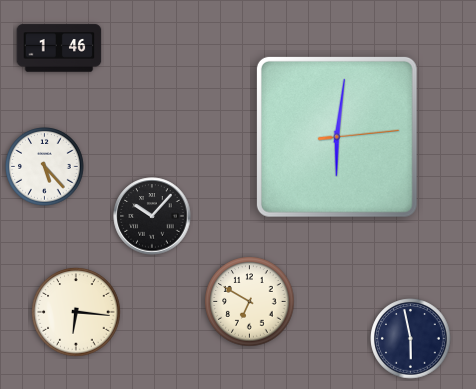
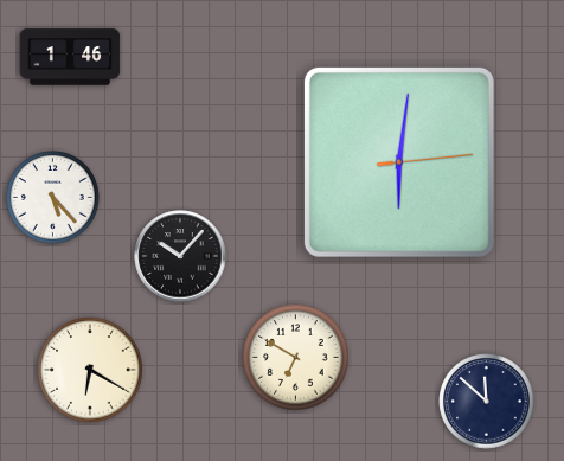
clock at (76, 312): 6:16 -> 6:20
clock at (411, 339): 5:58 -> 11:52
